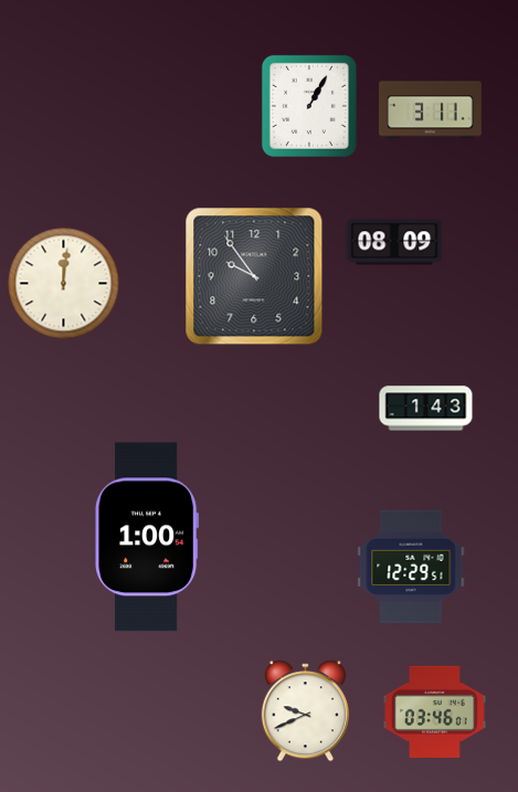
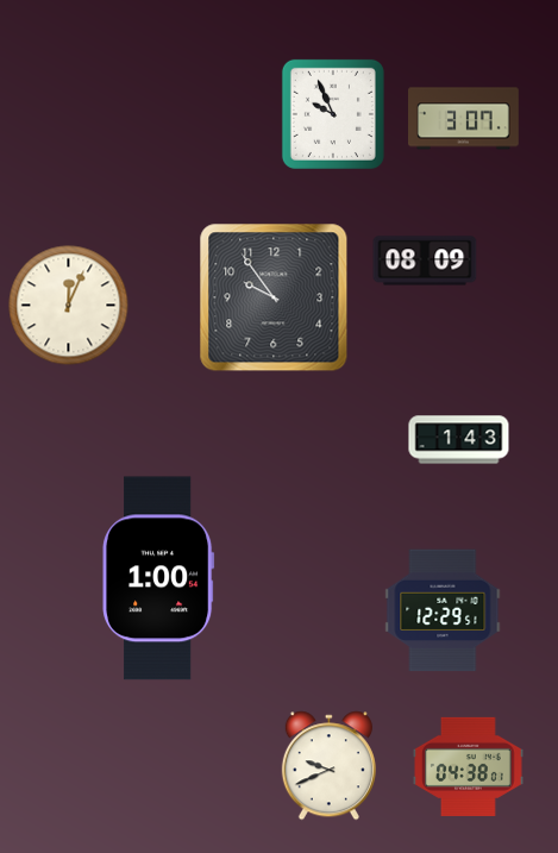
clock at (309, 106): 1:05 -> 9:56
clock at (431, 110): 3:11 -> 3:07
clock at (64, 284): 12:01 -> 12:04
clock at (435, 711): 03:46 -> 04:38
